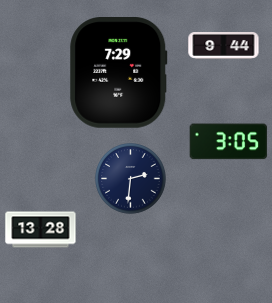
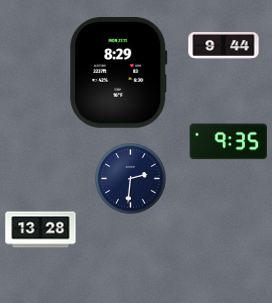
clock at (119, 73): 7:29 -> 8:29
clock at (229, 142): 3:05 -> 9:35
